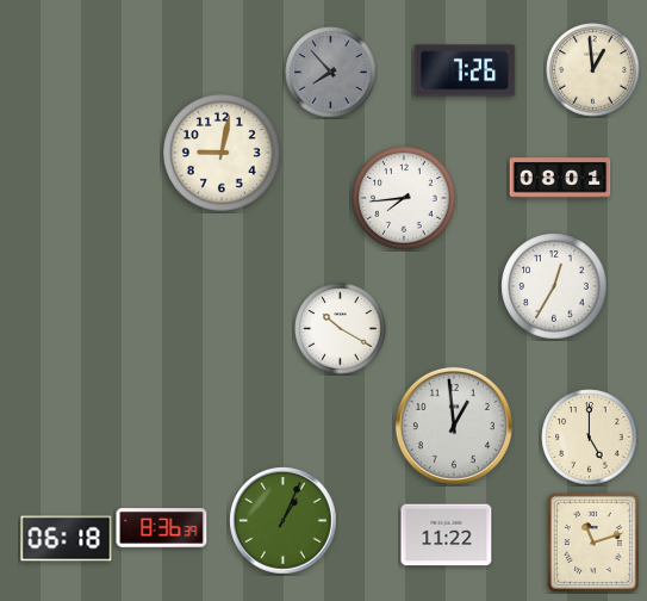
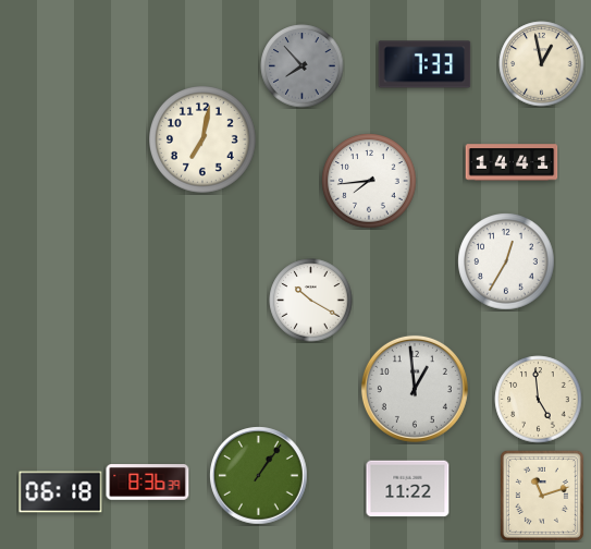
clock at (465, 70): 7:26 -> 7:33
clock at (593, 70): 12:59 -> 12:58
clock at (223, 154): 9:02 -> 7:02
clock at (560, 178): 08:01 -> 14:41
clock at (590, 438): 5:00 -> 4:59
clock at (284, 521): 1:04 -> 1:06
